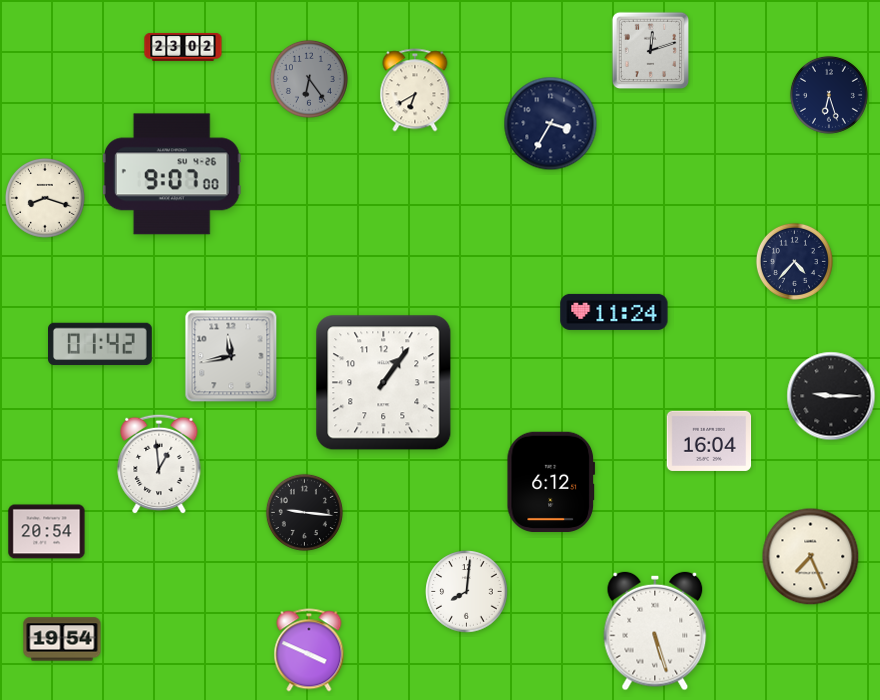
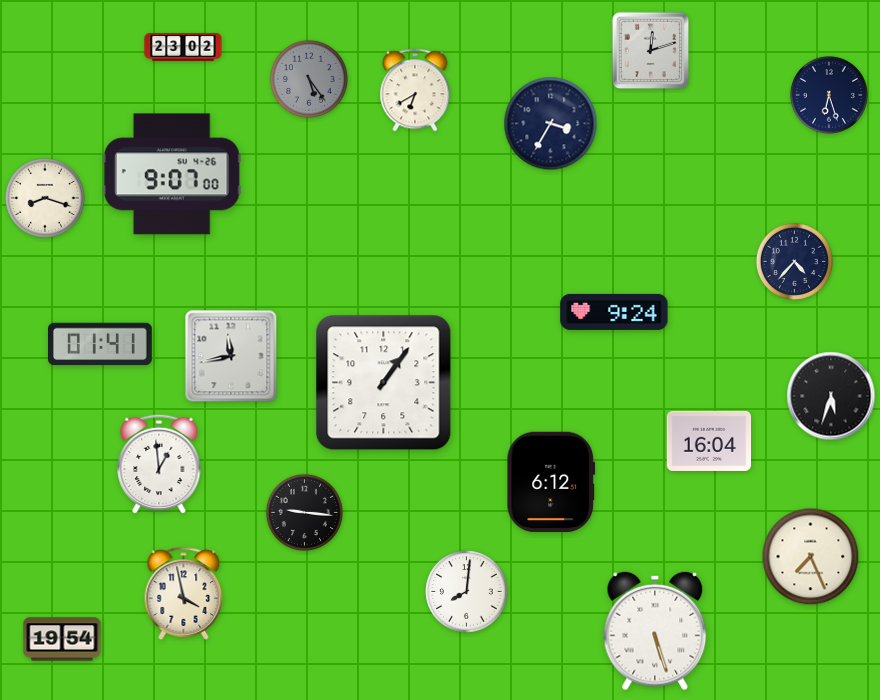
clock at (309, 79): 6:24 -> 5:24
clock at (614, 312): 11:24 -> 9:24
clock at (101, 344): 01:42 -> 01:41
clock at (831, 396): 9:15 -> 5:33
clock at (47, 532): 20:54 -> none
clock at (184, 593): none -> 3:58
clock at (309, 650): 3:49 -> none
